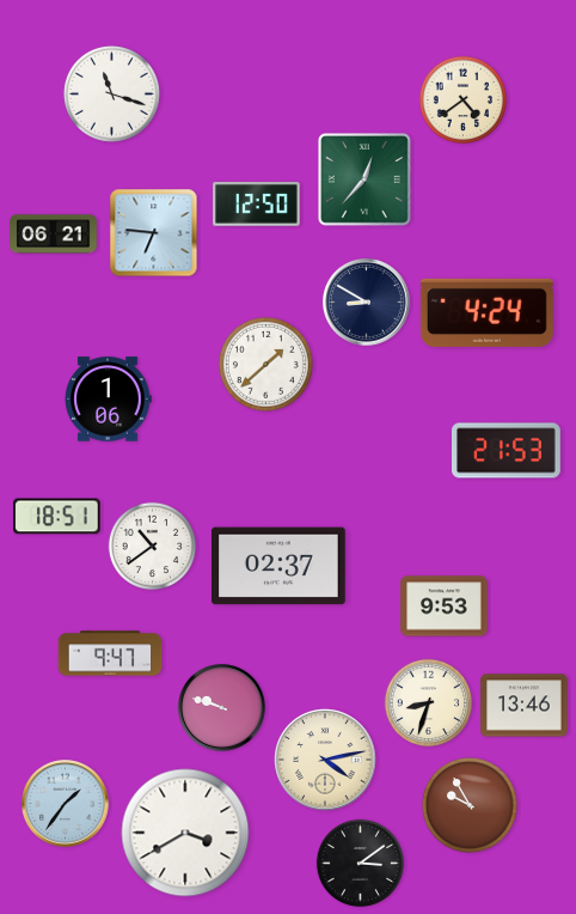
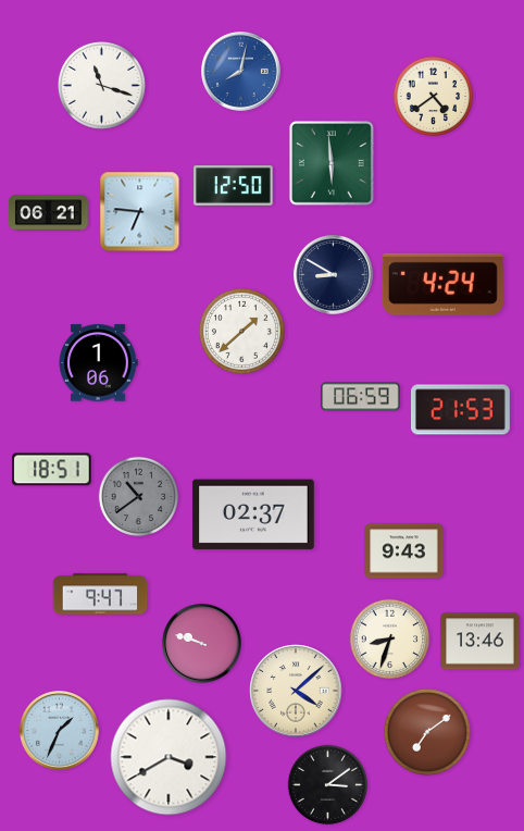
clock at (241, 72): none -> 8:02
clock at (464, 100) position: (464, 100) -> (434, 97)
clock at (366, 181): 12:37 -> 5:59
clock at (361, 397): none -> 06:59
clock at (153, 547) dial: white -> grey
clock at (445, 607): 9:53 -> 9:43
clock at (525, 706) position: (525, 706) -> (481, 642)
clock at (325, 760): 4:13 -> 4:08
clock at (66, 804): 1:36 -> 1:34
clock at (470, 805): 9:55 -> 7:09
